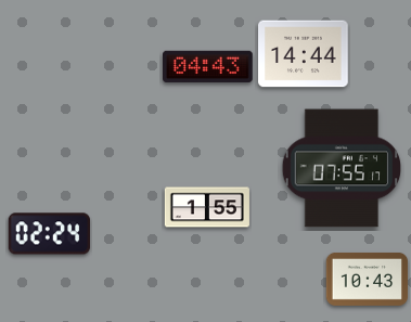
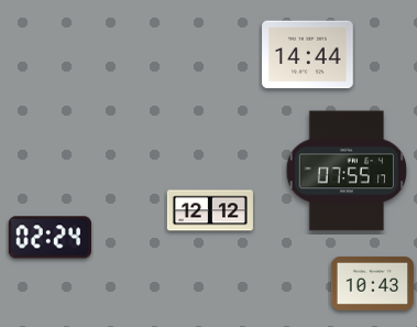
clock at (208, 66): 04:43 -> none
clock at (207, 207): 1:55 -> 12:12
